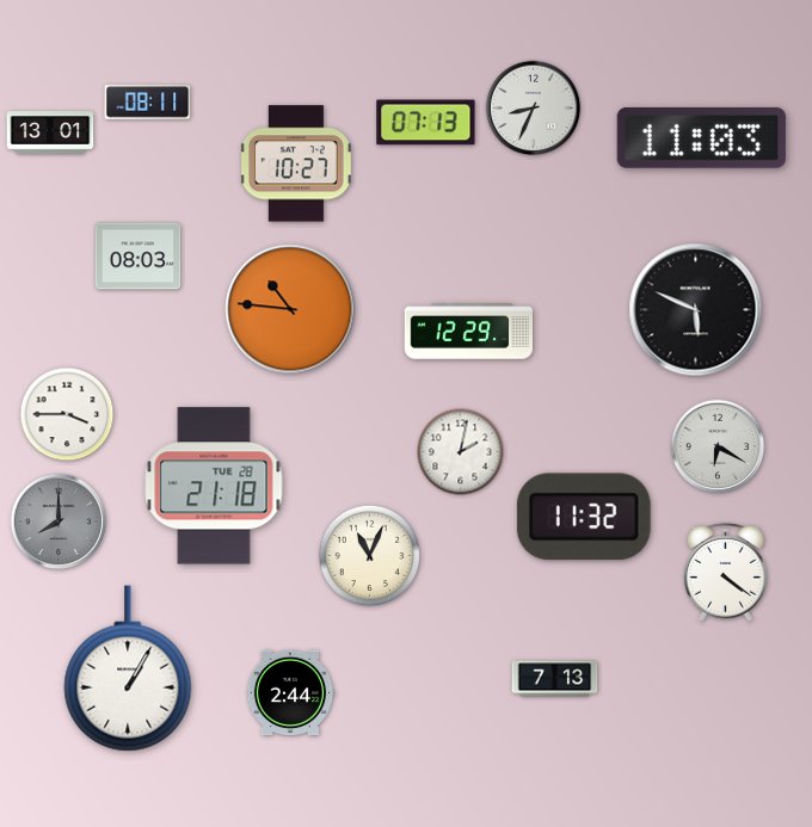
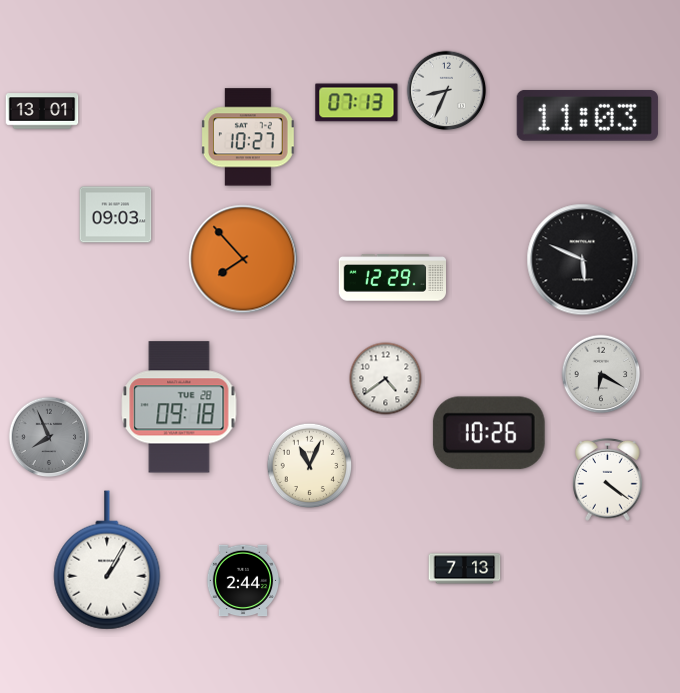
clock at (148, 103): 08:11 -> none
clock at (139, 257): 08:03 -> 09:03
clock at (290, 309): 10:46 -> 7:53
clock at (67, 414): 3:45 -> none
clock at (461, 452): 2:02 -> 4:39
clock at (214, 486): 21:18 -> 09:18
clock at (584, 517): 11:32 -> 10:26
clock at (59, 521): 8:00 -> 7:56
